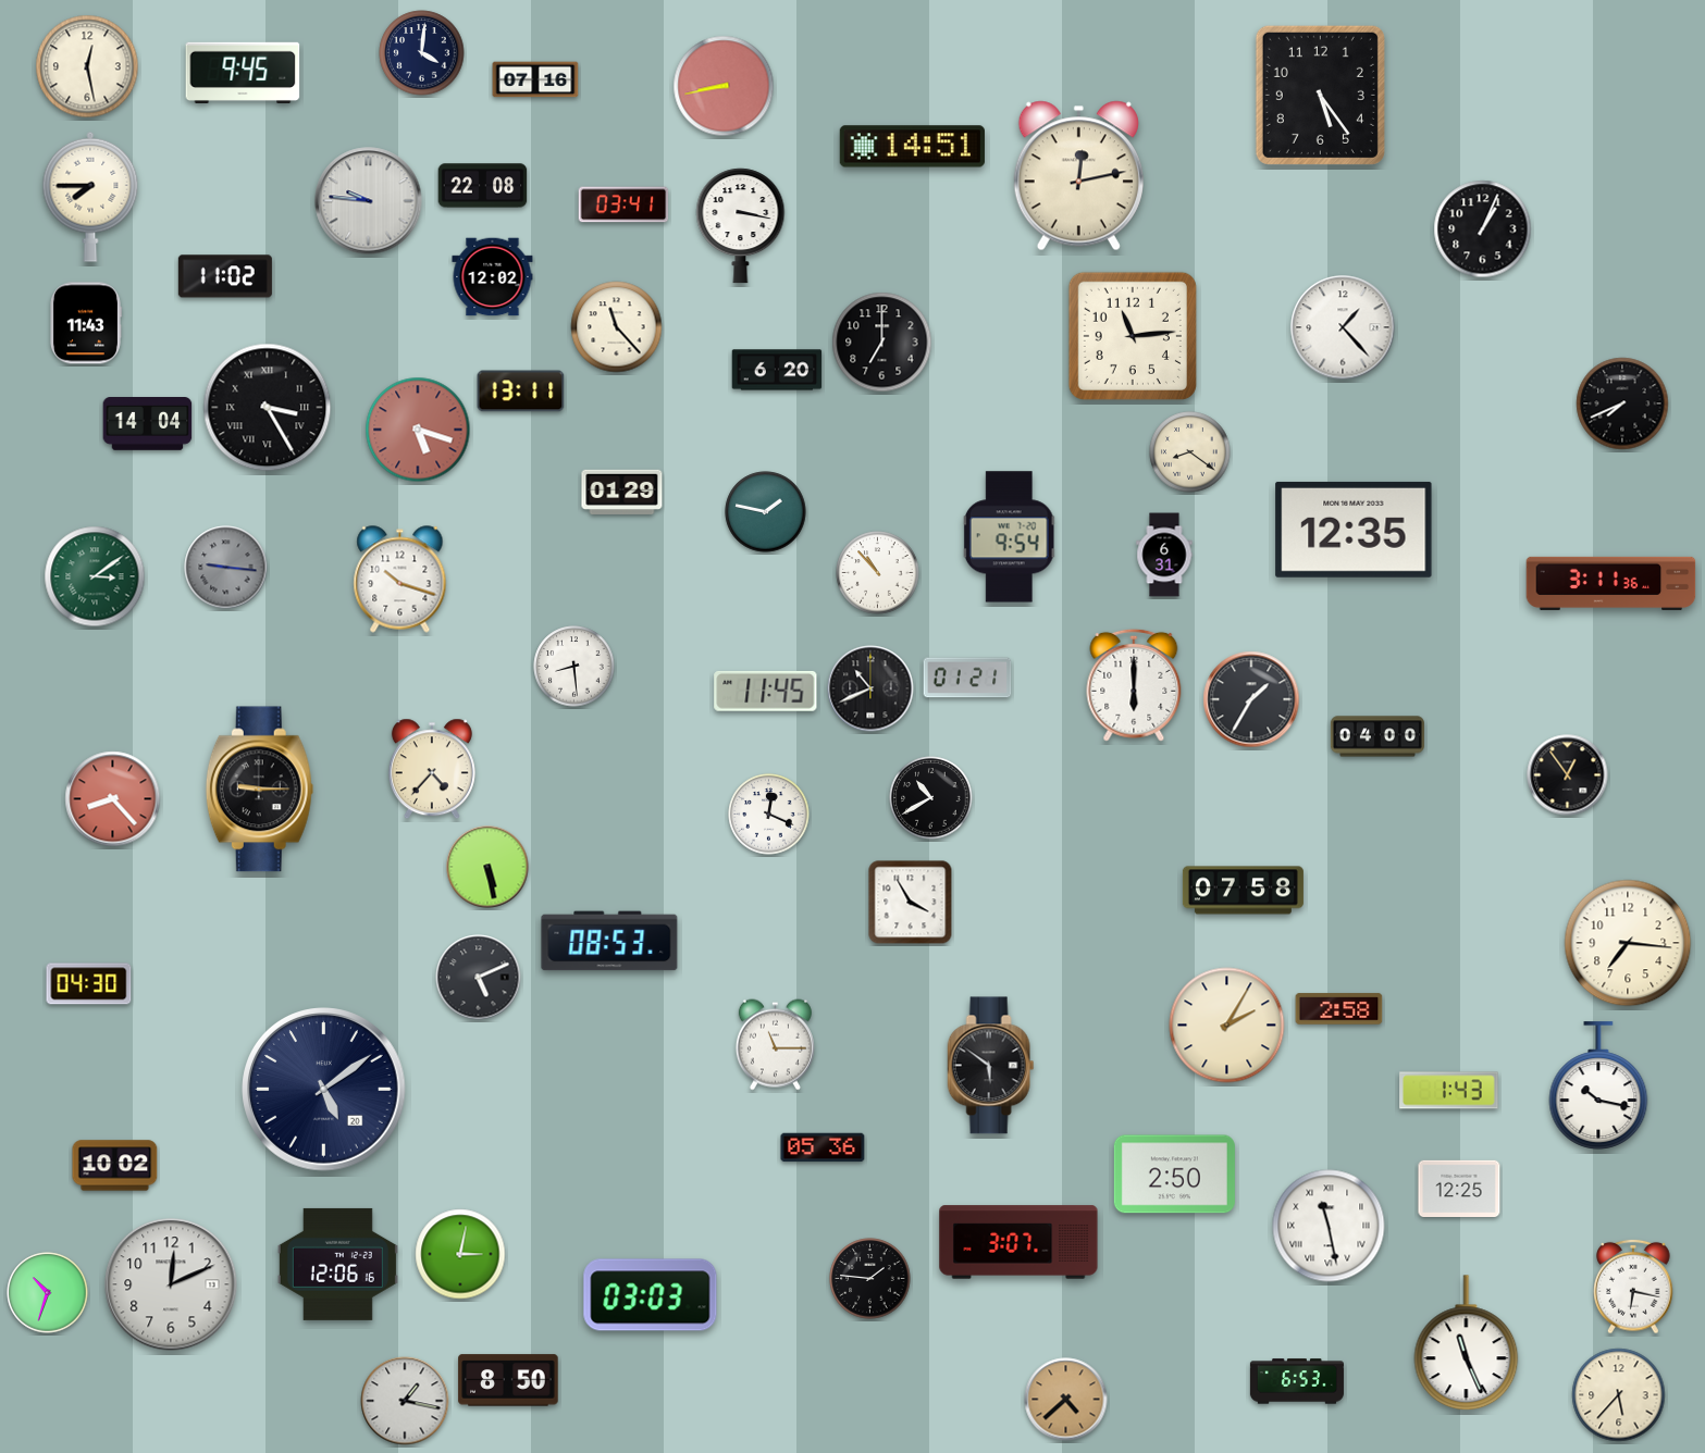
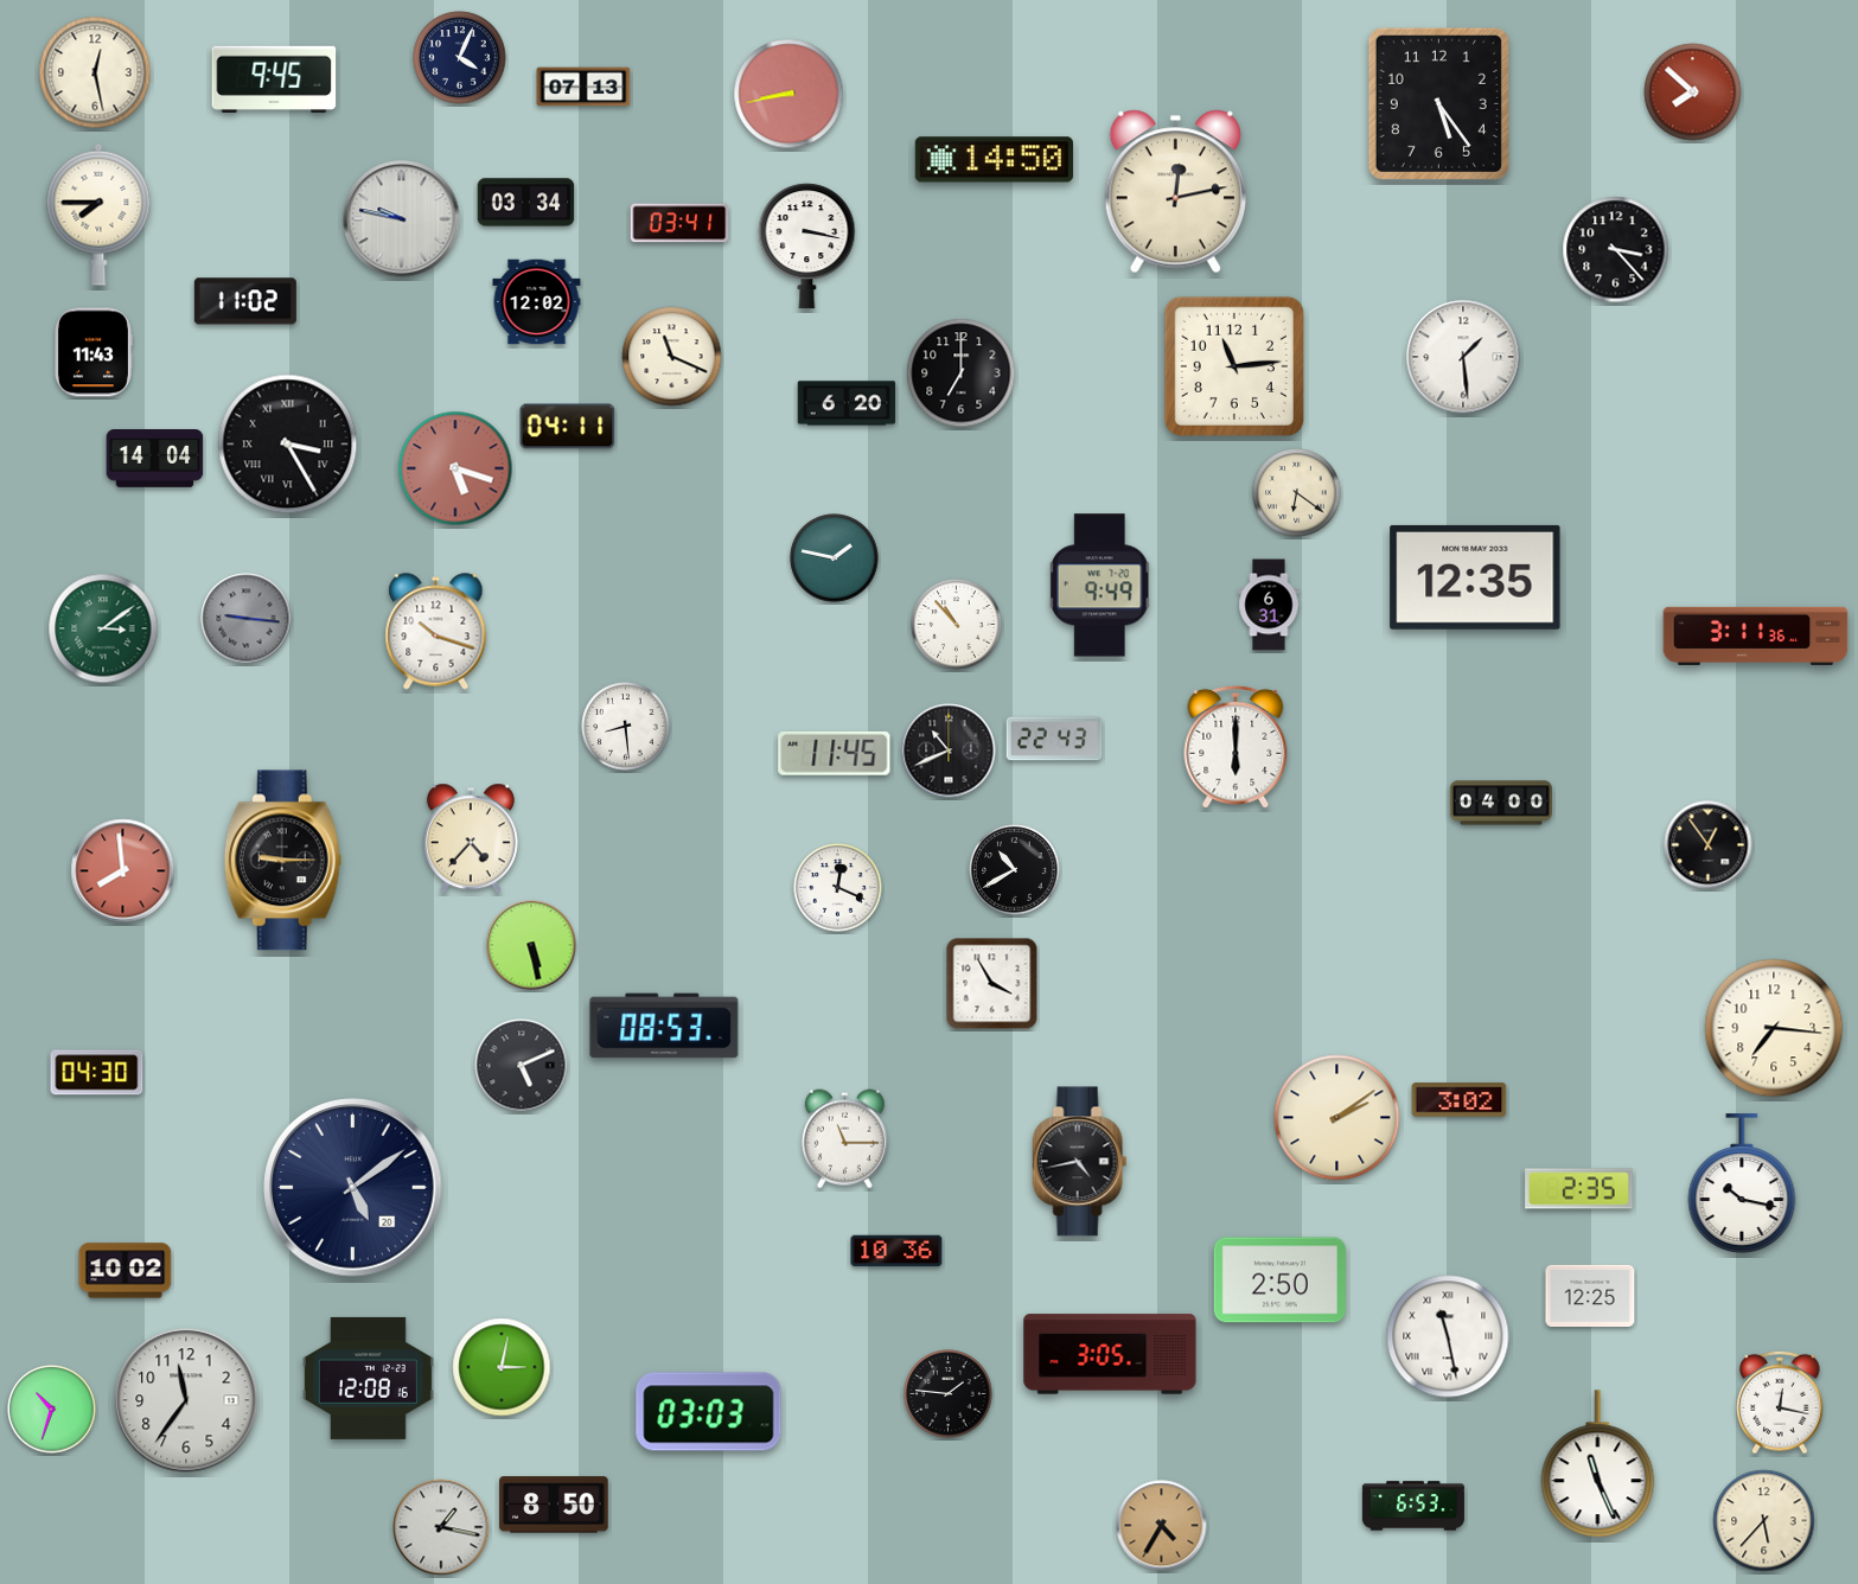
clock at (422, 53): 4:01 -> 4:04
clock at (243, 73) position: (243, 73) -> (274, 79)
clock at (535, 79): 07:16 -> 07:13
clock at (1693, 92): none -> 7:52
clock at (912, 147): 14:51 -> 14:50
clock at (483, 186): 22:08 -> 03:34
clock at (369, 201): 9:46 -> 9:47
clock at (1483, 229): 1:04 -> 3:23
clock at (617, 327): 11:23 -> 11:19
clock at (1343, 327): 1:23 -> 1:29
clock at (521, 392): 13:11 -> 04:11
clock at (1622, 403): 7:41 -> none
clock at (268, 408) position: (268, 408) -> (288, 445)
clock at (148, 424) position: (148, 424) -> (155, 459)
clock at (1190, 452): 8:21 -> 6:21
clock at (622, 492): 01:29 -> none
clock at (1010, 537): 9:54 -> 9:49
clock at (967, 678): 01:21 -> 22:43
clock at (1251, 699): 1:35 -> none
clock at (113, 799): 8:23 -> 7:59
clock at (1243, 891): 07:58 -> none
clock at (1339, 1009): 2:58 -> 3:02
clock at (1227, 1026): 2:05 -> 2:09
clock at (991, 1066): 5:51 -> 4:43
clock at (1449, 1091): 1:43 -> 2:35
clock at (823, 1147): 05:36 -> 10:36
clock at (1018, 1242): 3:07 -> 3:05
clock at (337, 1264): 12:06 -> 12:08
clock at (171, 1284): 12:11 -> 11:36
clock at (1633, 1287): 6:17 -> 12:17
clock at (1066, 1400): 4:38 -> 4:35
